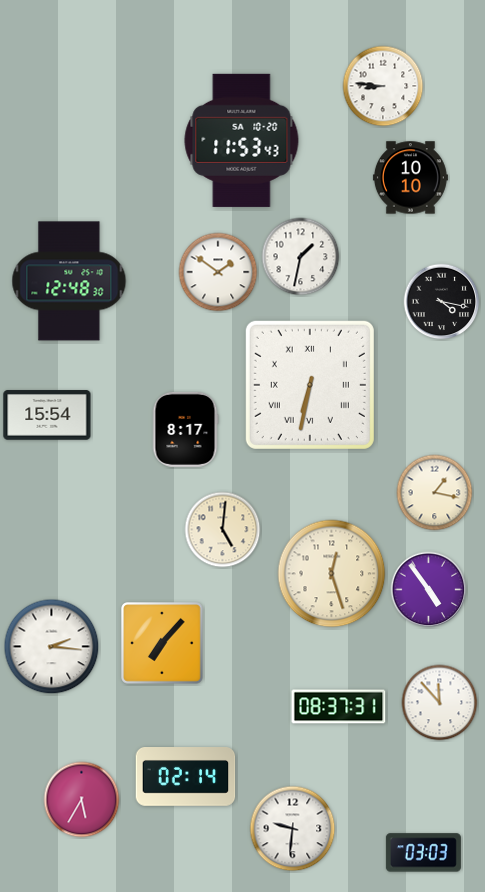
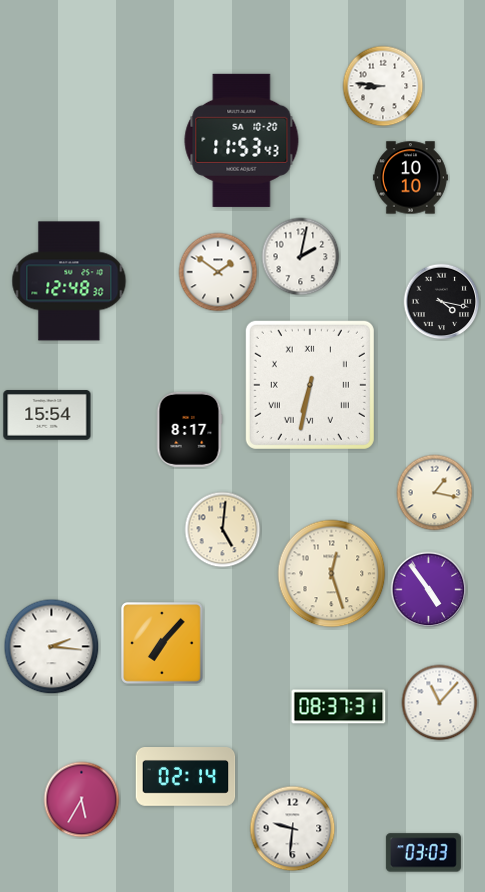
clock at (301, 257): 1:32 -> 2:02
clock at (185, 429) position: (185, 429) -> (189, 429)
clock at (440, 703): 11:53 -> 11:07
